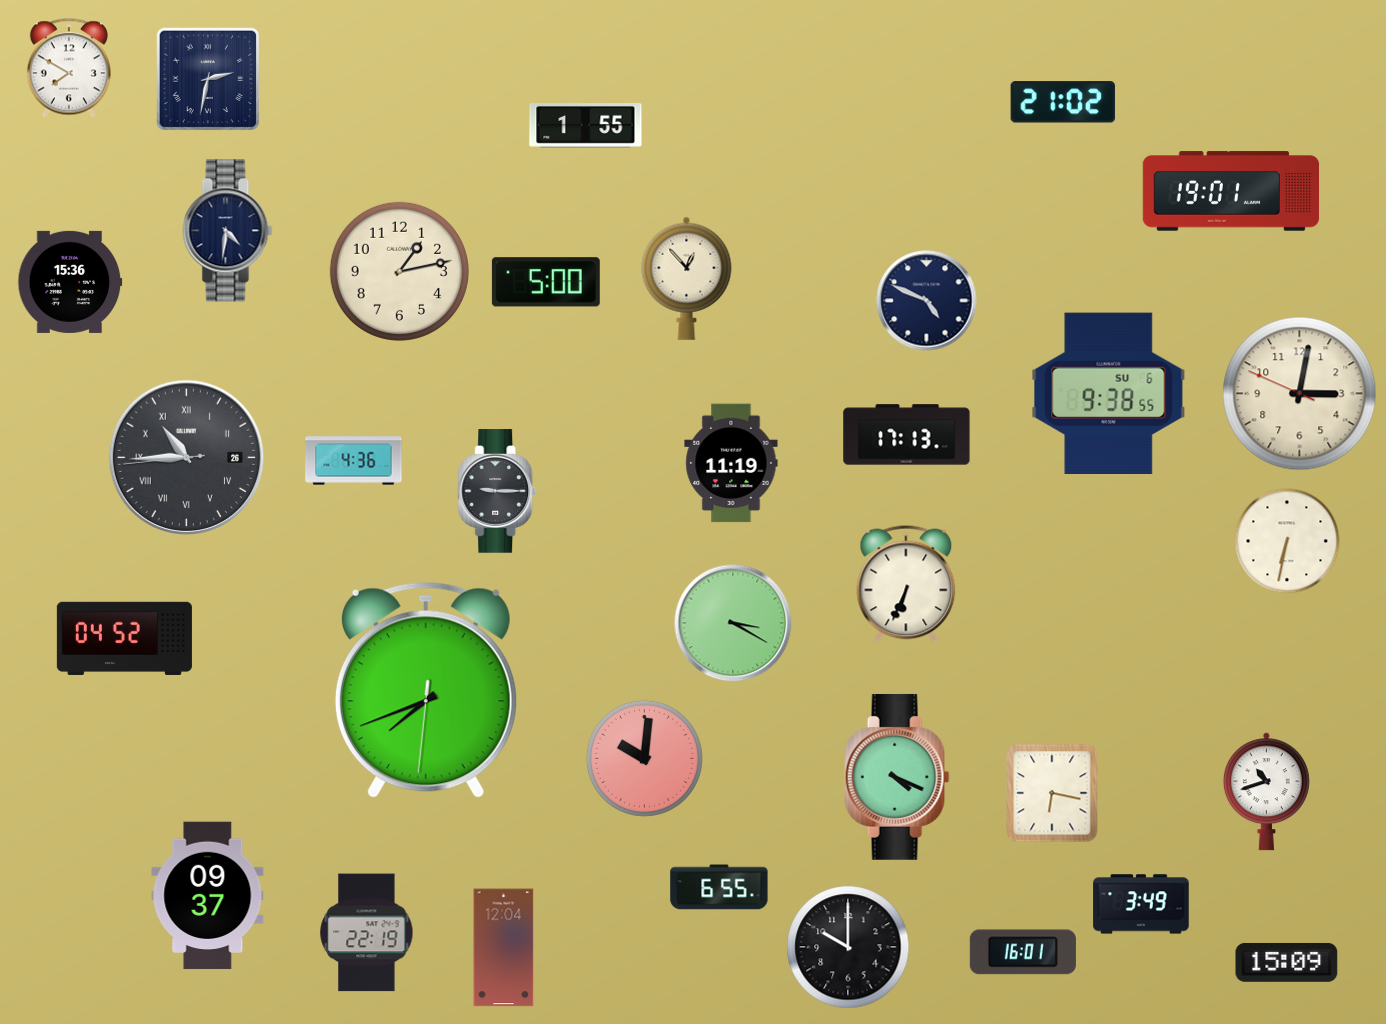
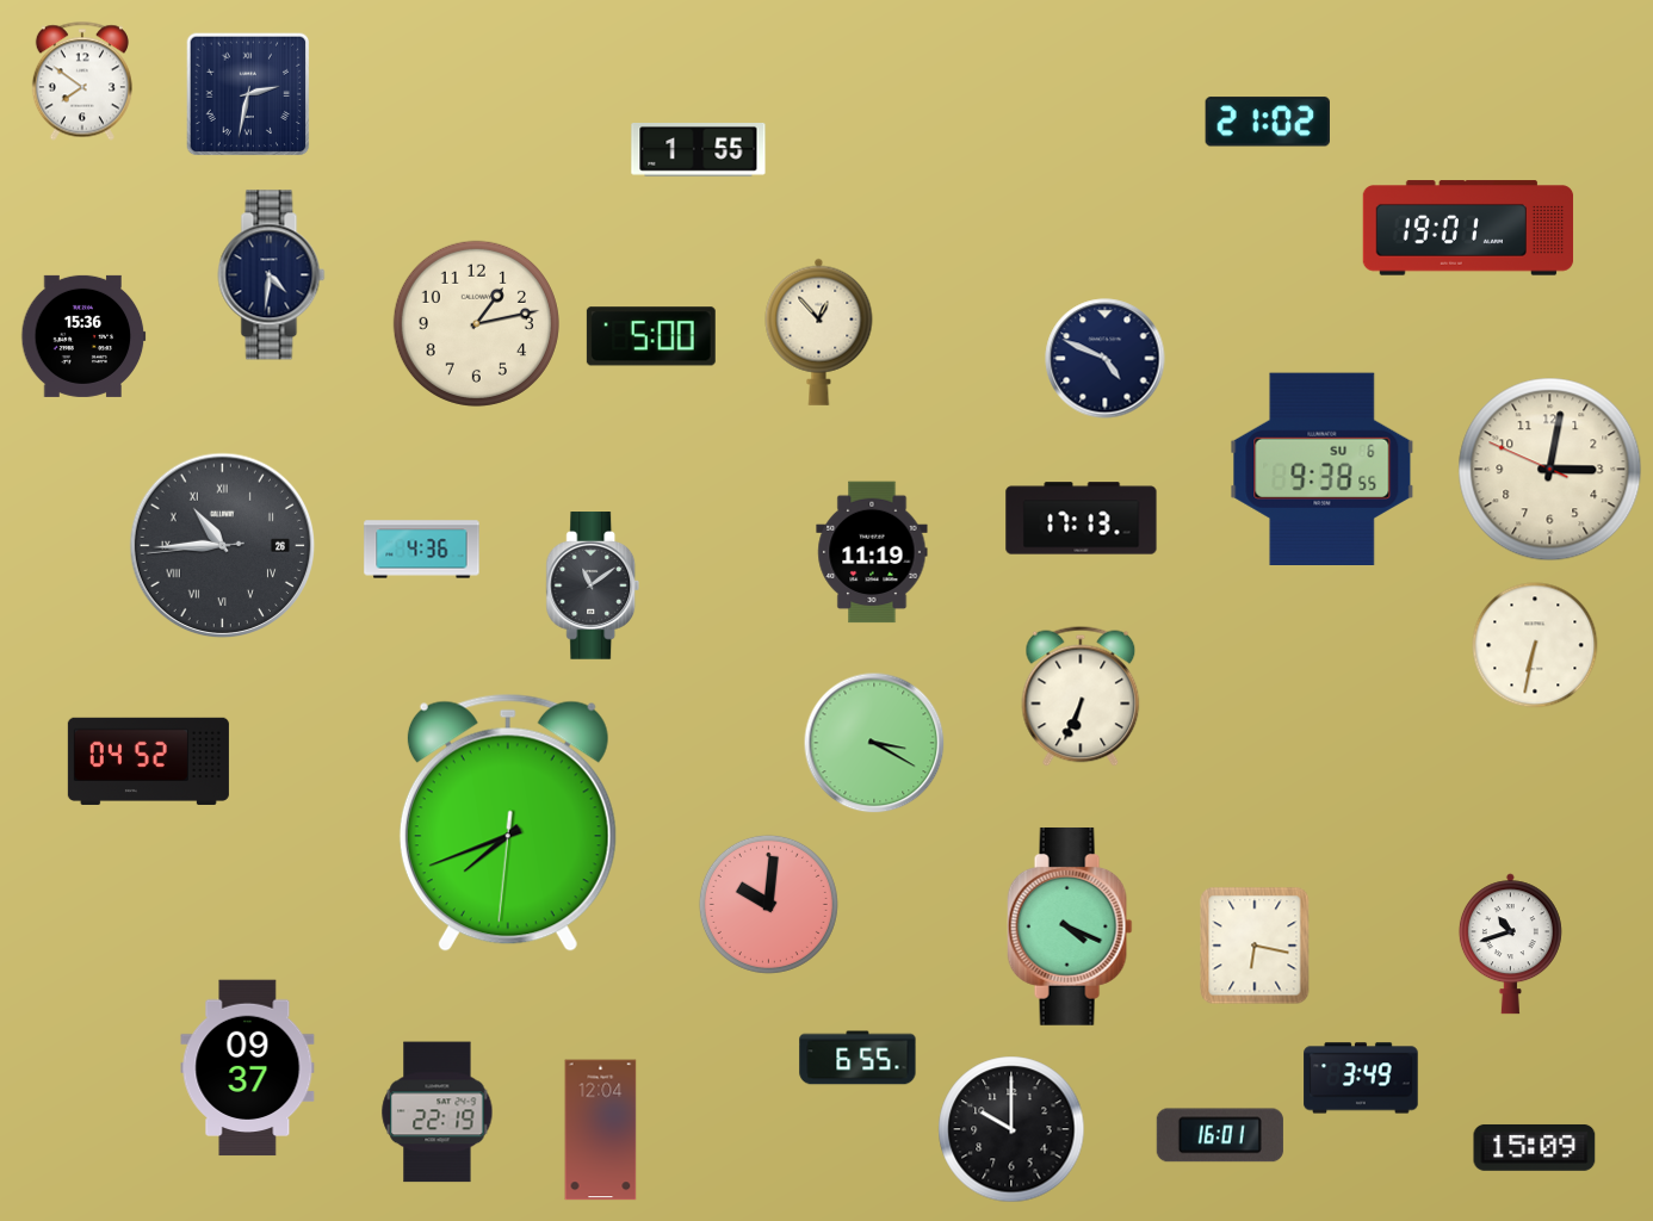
clock at (69, 68): 7:50 -> 7:51
clock at (497, 491): 9:15 -> 11:09
